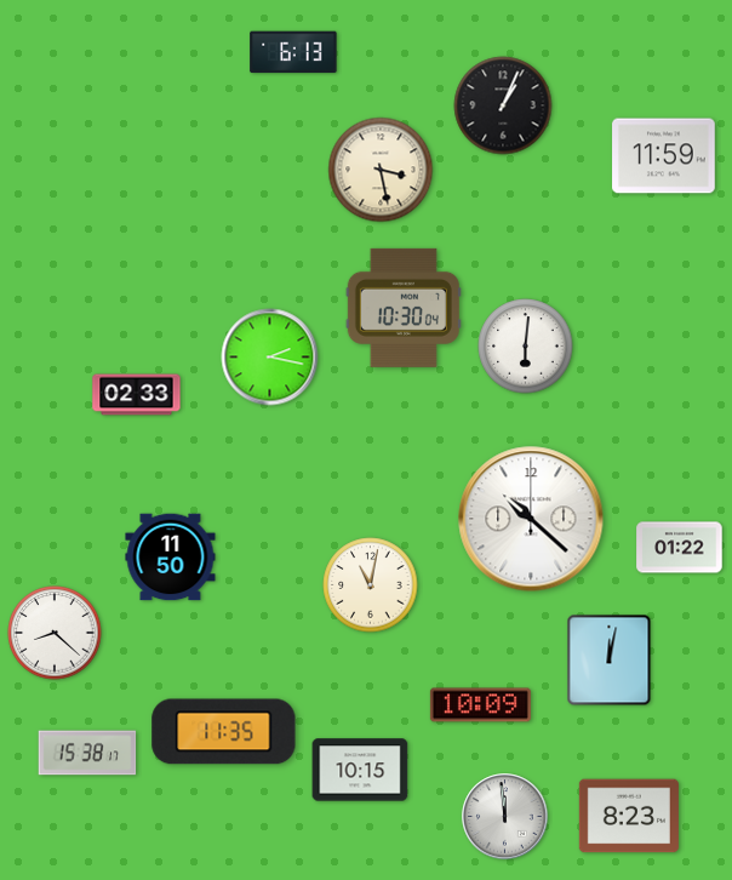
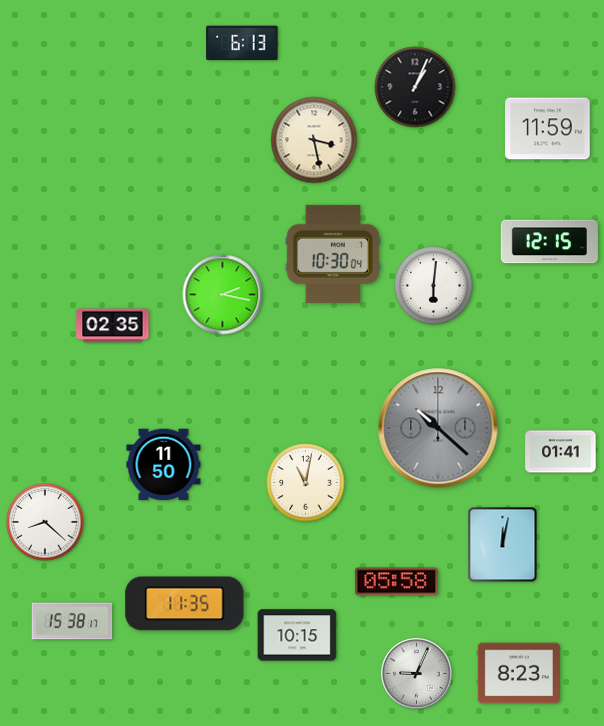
clock at (549, 242): none -> 12:15
clock at (137, 395): 02:33 -> 02:35
clock at (531, 519) dial: white -> grey
clock at (680, 548): 01:22 -> 01:41
clock at (171, 558) position: (171, 558) -> (164, 465)
clock at (480, 705): 10:09 -> 05:58
clock at (505, 817): 11:59 -> 9:04
